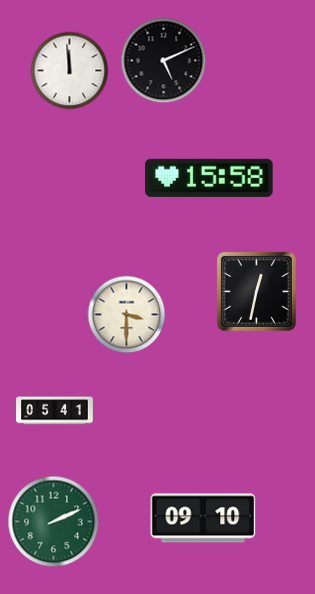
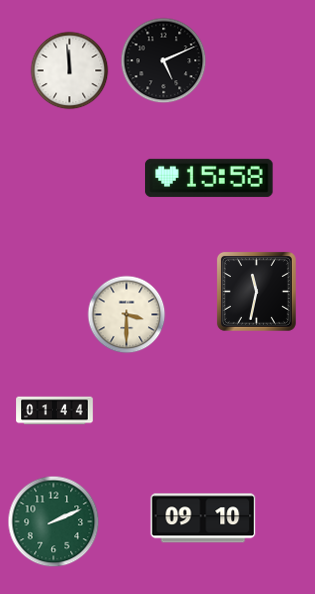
clock at (256, 291): 12:32 -> 11:32
clock at (55, 411): 05:41 -> 01:44
